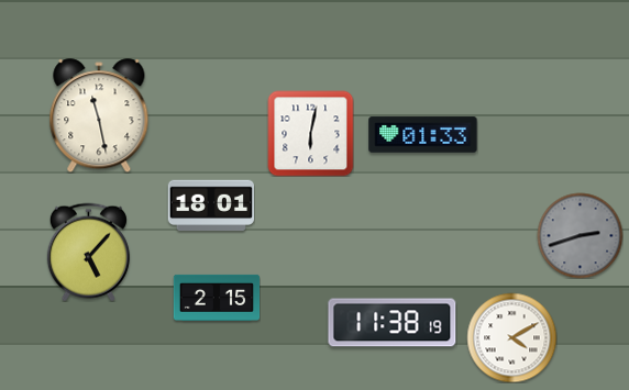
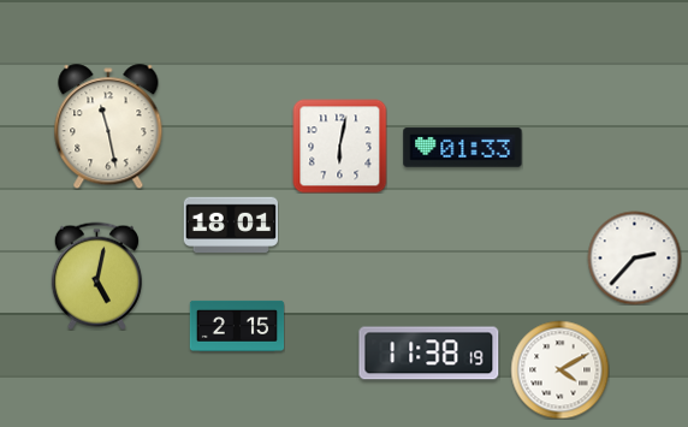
clock at (580, 235): 2:42 -> 2:37
clock at (580, 235) dial: grey -> white
clock at (88, 252): 5:07 -> 5:02
